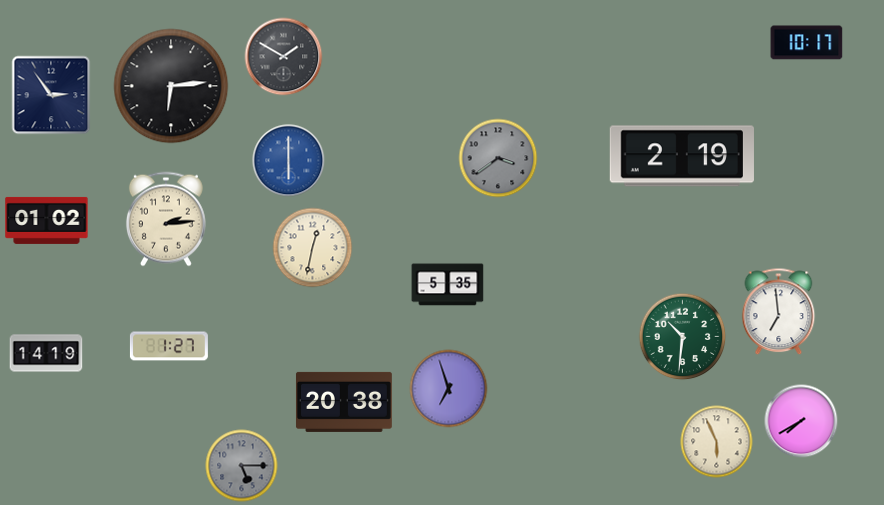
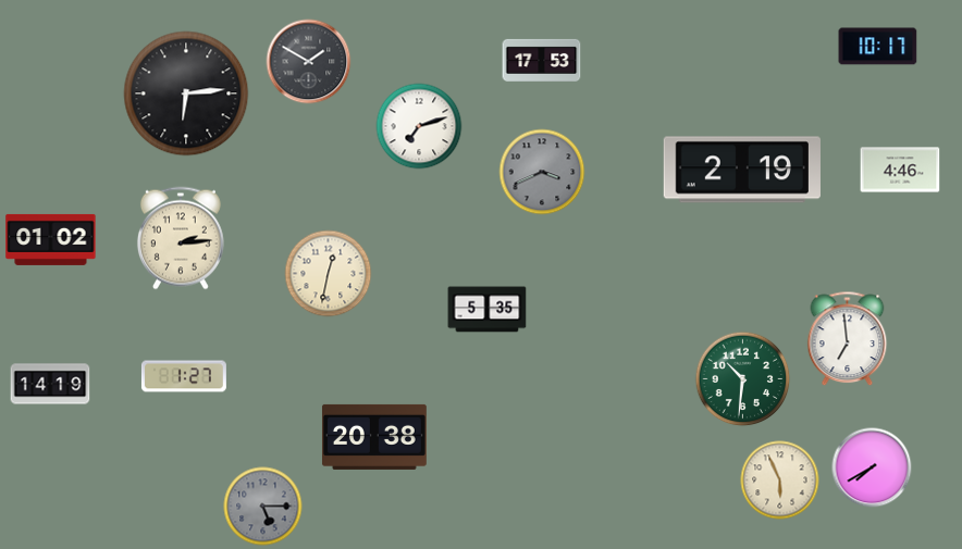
clock at (542, 60): none -> 17:53
clock at (51, 95): 2:54 -> none
clock at (419, 126): none -> 7:12
clock at (900, 170): none -> 4:46
clock at (498, 158): 3:39 -> 3:41
clock at (289, 161): 6:00 -> none
clock at (313, 248) position: (313, 248) -> (329, 274)
clock at (683, 337) position: (683, 337) -> (743, 379)
clock at (449, 389): 6:57 -> none
clock at (801, 421) position: (801, 421) -> (872, 467)
